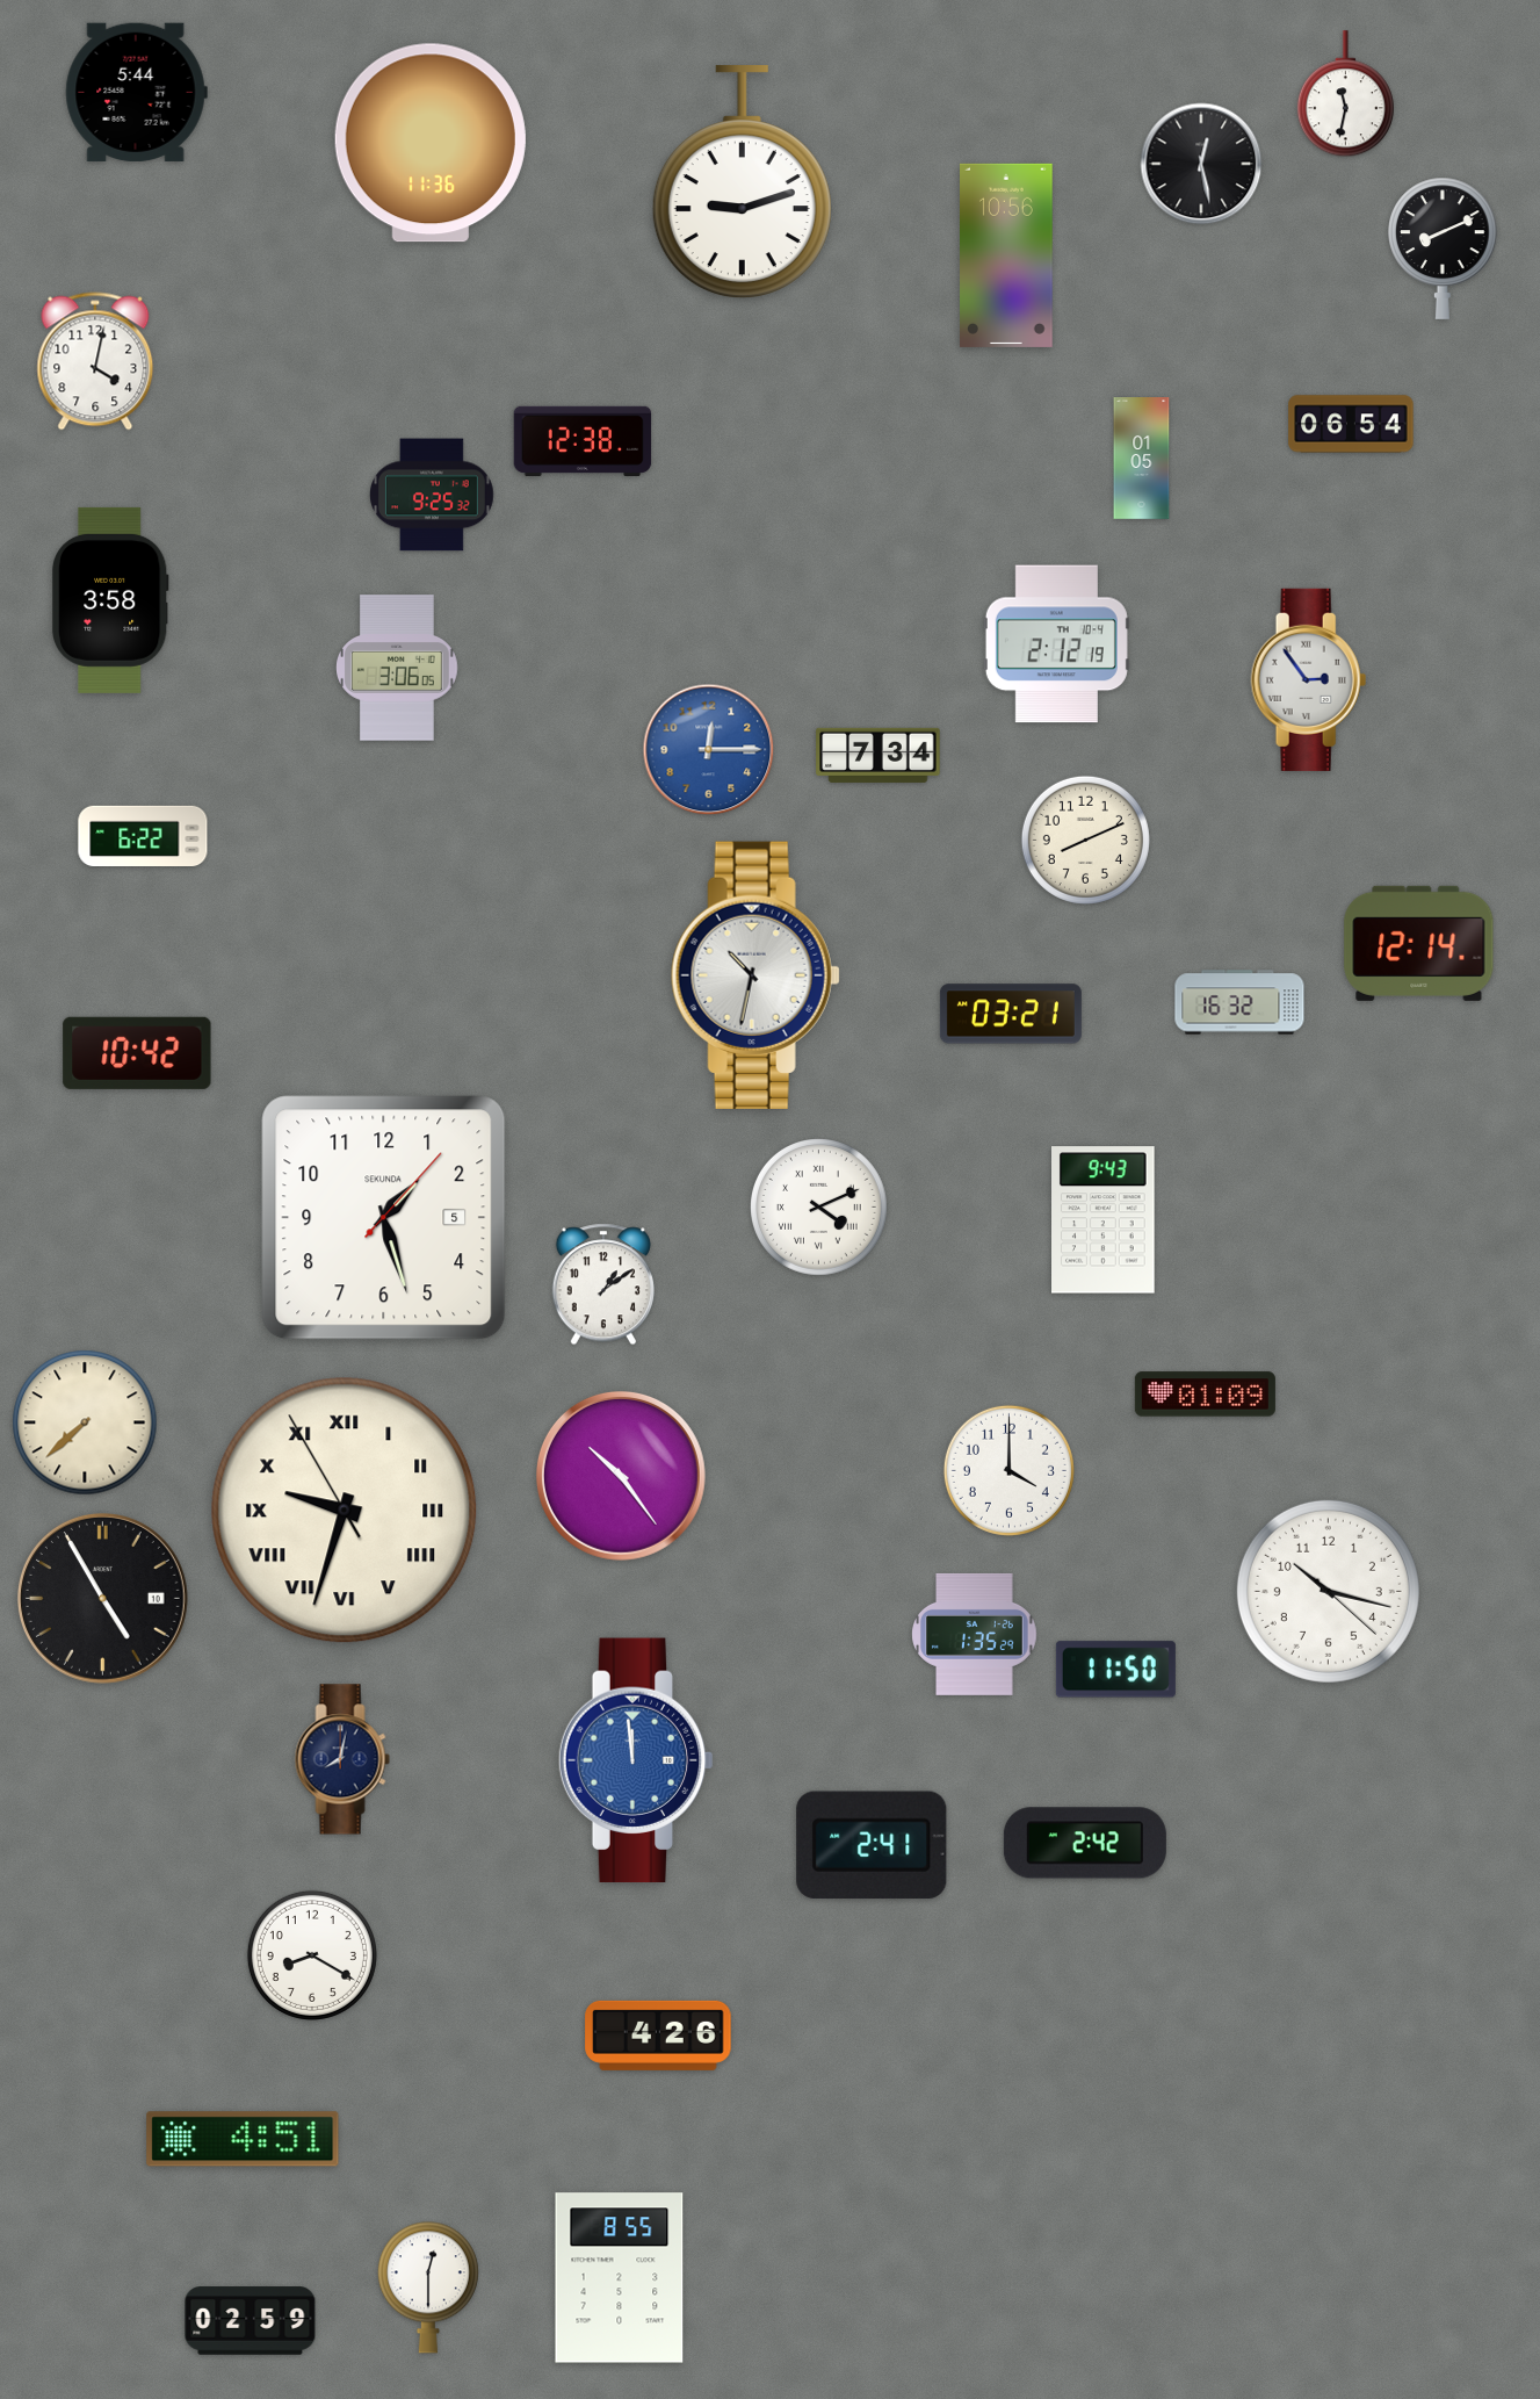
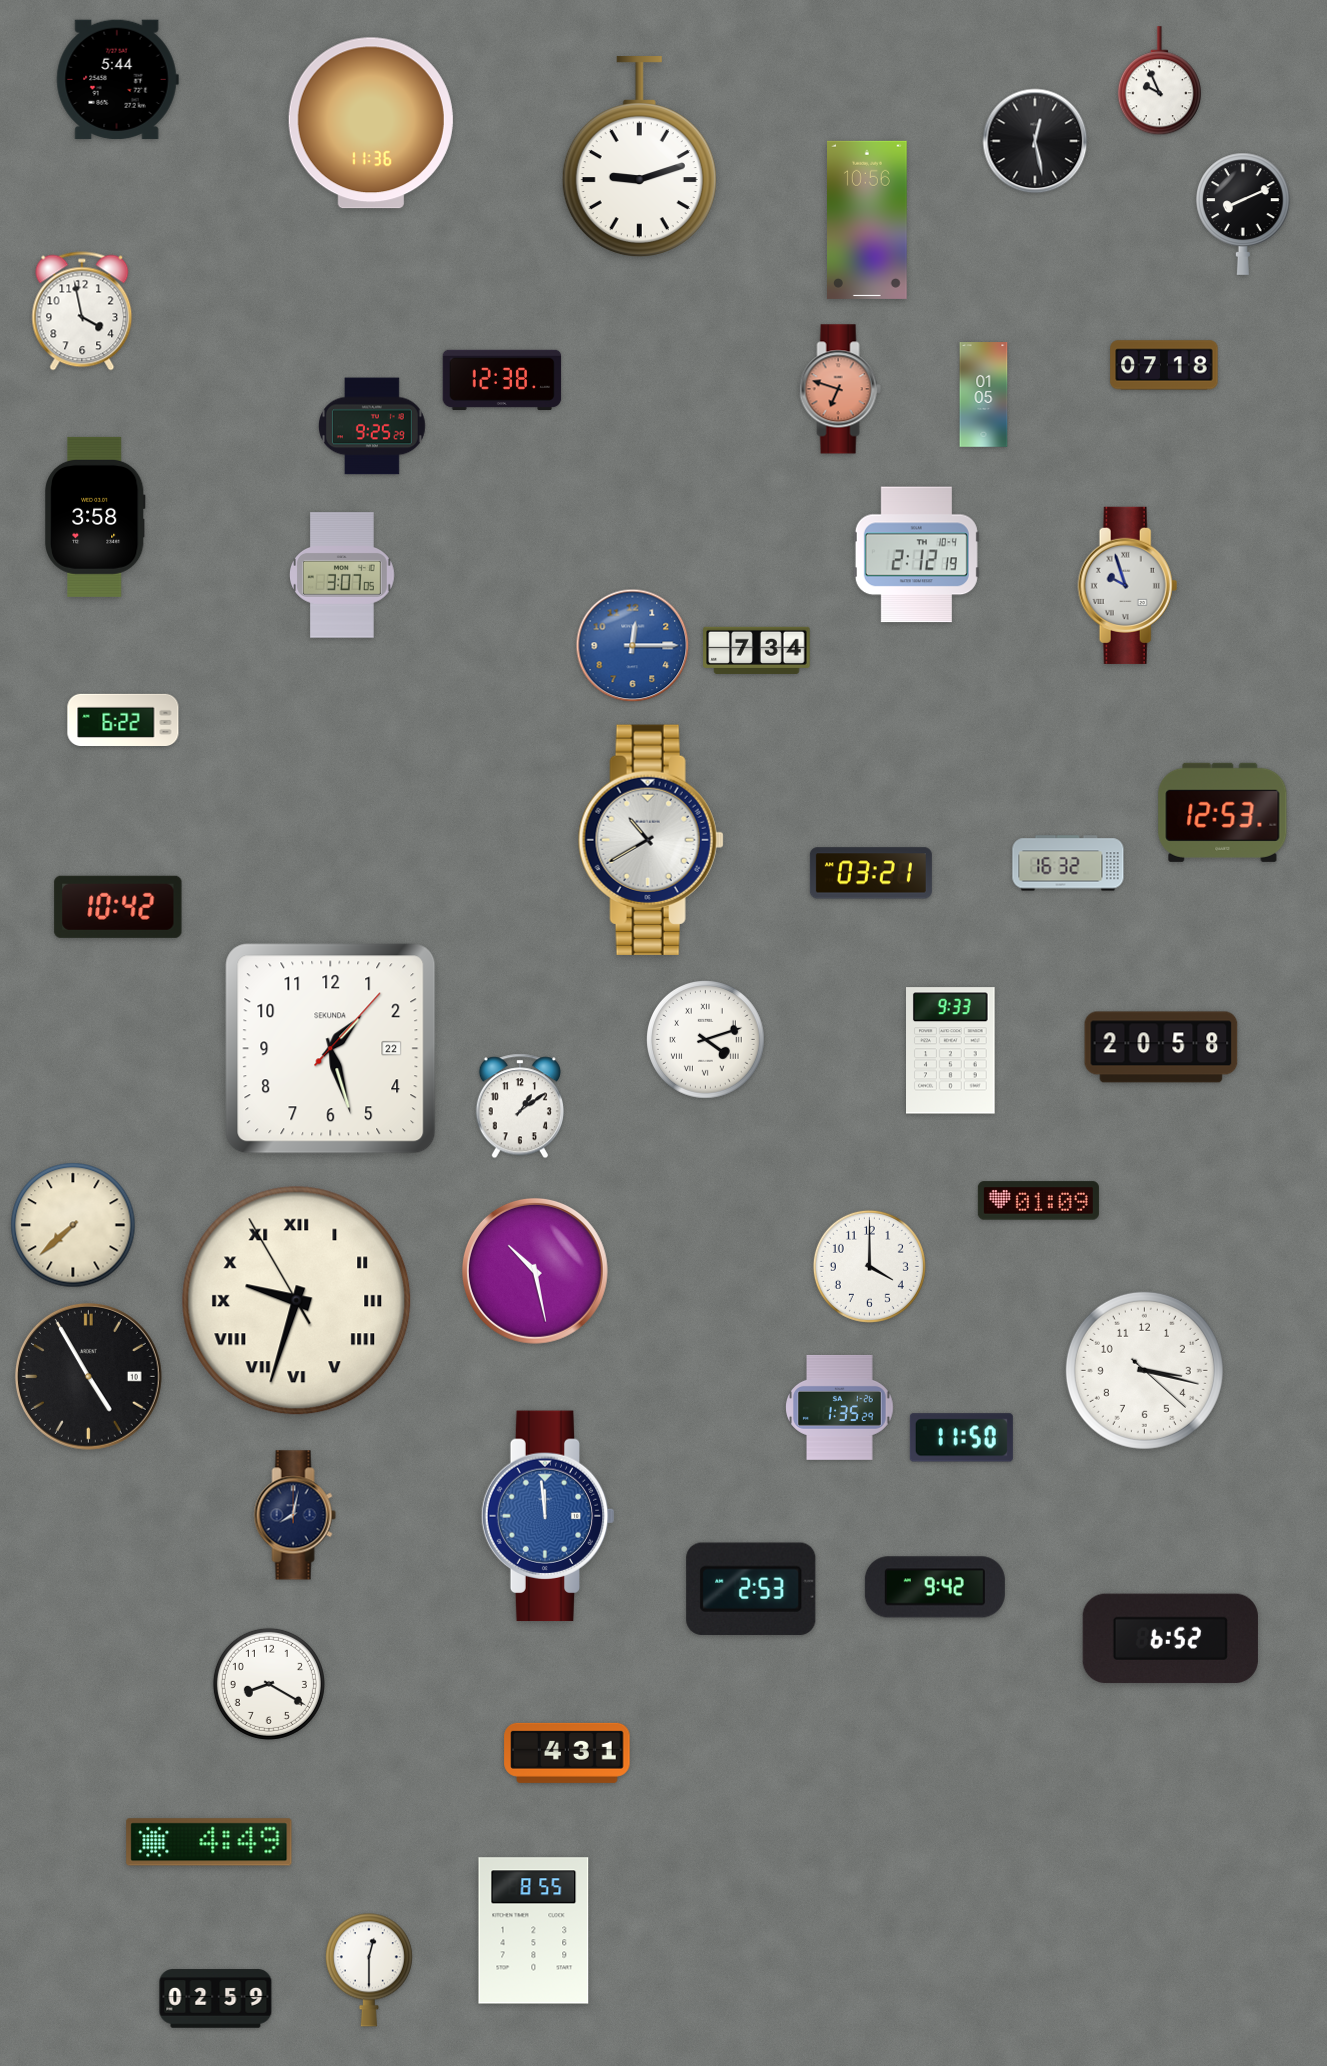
clock at (1345, 94): 11:32 -> 9:56
clock at (95, 361): 4:02 -> 3:58
clock at (1351, 424): 06:54 -> 07:18
clock at (840, 389): none -> 6:48
clock at (433, 495): 9:25:32 -> 9:25:29
clock at (1056, 644) position: (1056, 644) -> (916, 555)
clock at (398, 668): 3:06 -> 3:07
clock at (1309, 679): 2:54 -> 9:57
clock at (709, 750) position: (709, 750) -> (633, 646)
clock at (1085, 840): 8:11 -> none
clock at (1419, 943): 12:14 -> 12:53
clock at (755, 975): 10:32 -> 10:40
clock at (819, 1208): 4:11 -> 4:12
clock at (1161, 1047): none -> 20:58
clock at (384, 1218) date: 5 -> 22
clock at (1104, 1220): 9:43 -> 9:33
clock at (621, 1476): 10:24 -> 10:28
clock at (1328, 1591): 10:17 -> 3:17
clock at (1085, 1843): 2:42 -> 9:42
clock at (872, 1845): 2:41 -> 2:53
clock at (1170, 1639): none -> 6:52
clock at (658, 2036): 4:26 -> 4:31
clock at (243, 2139): 4:51 -> 4:49
clock at (620, 2278) position: (620, 2278) -> (534, 1931)
